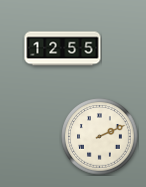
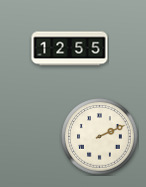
clock at (63, 49) position: (63, 49) -> (70, 49)
